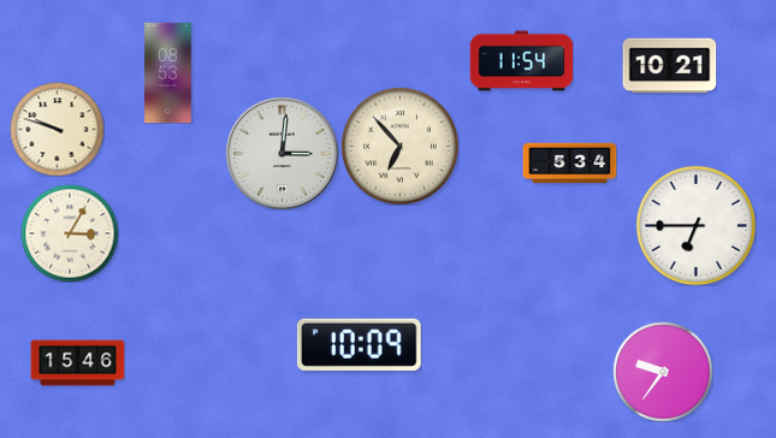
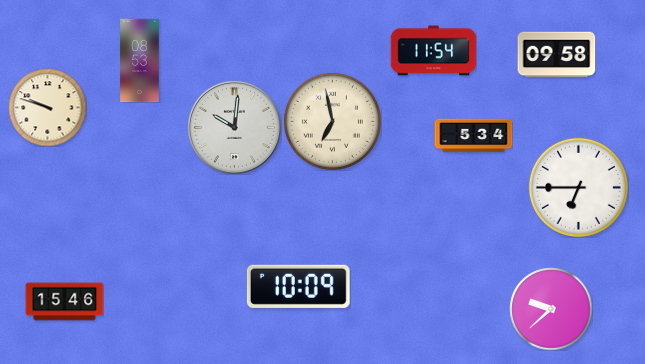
clock at (669, 66): 10:21 -> 09:58
clock at (399, 146): 6:53 -> 6:58
clock at (282, 153): 3:01 -> 10:01
clock at (70, 233): 3:05 -> none
clock at (663, 372): 9:36 -> 9:38
